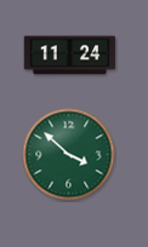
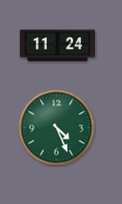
clock at (69, 155): 3:52 -> 4:26
